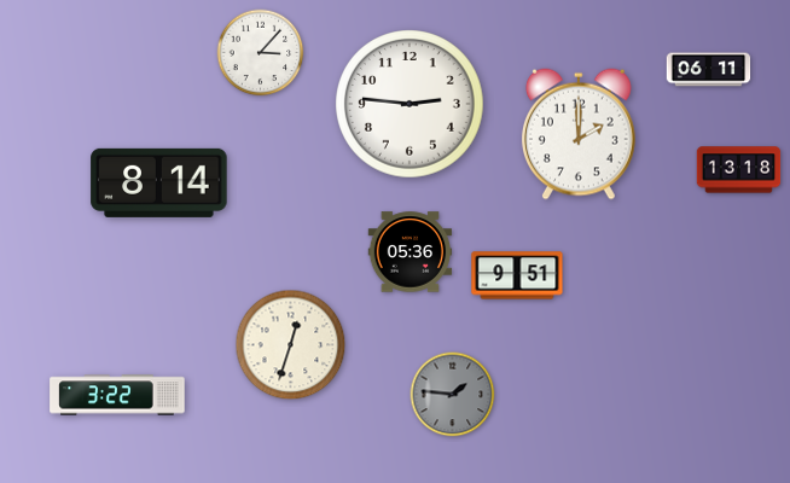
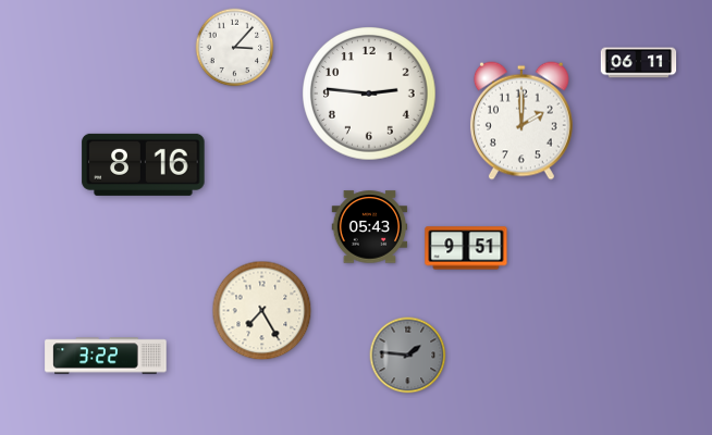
clock at (739, 170): 13:18 -> none
clock at (159, 182): 8:14 -> 8:16
clock at (411, 252): 05:36 -> 05:43
clock at (291, 345): 12:33 -> 7:25
